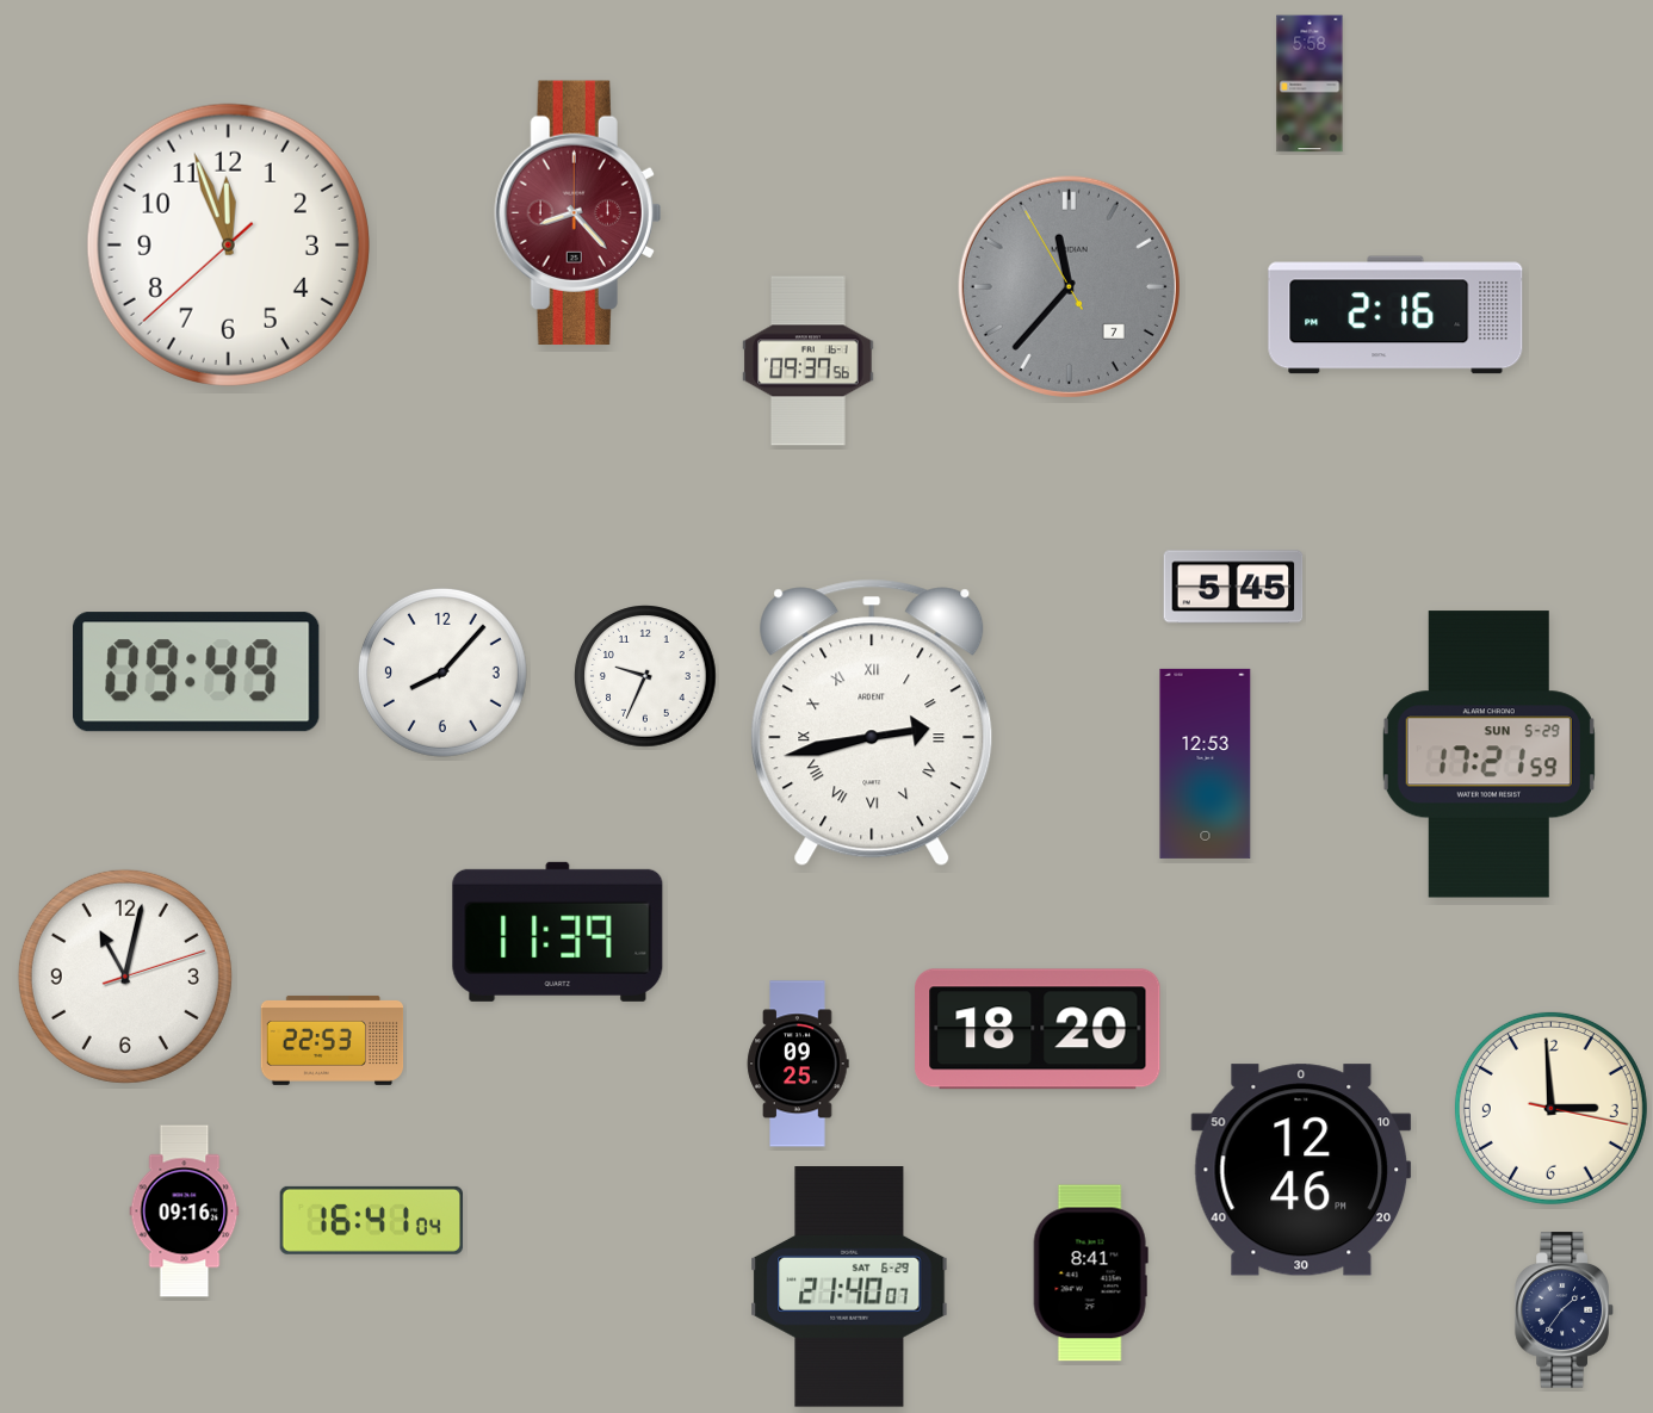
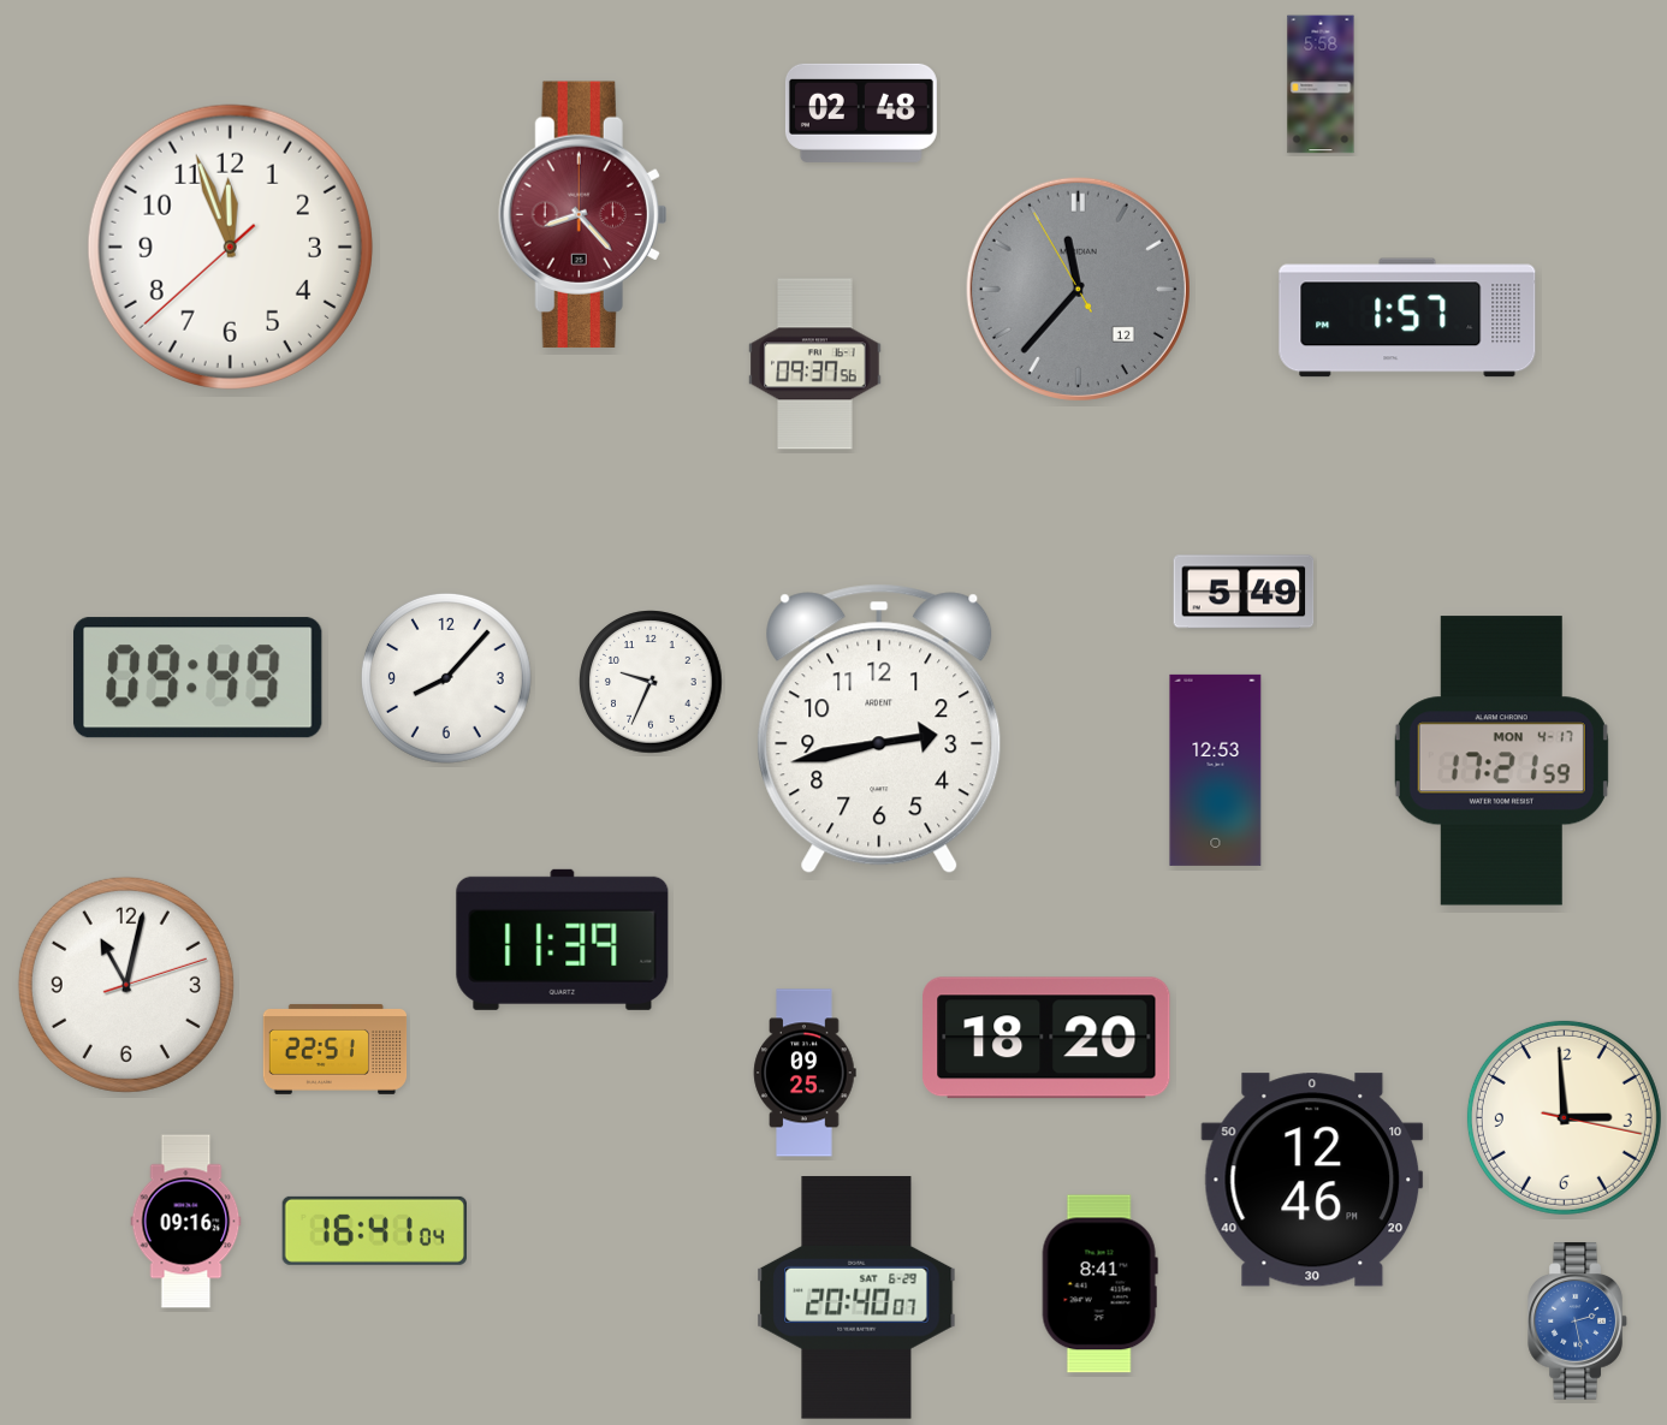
clock at (861, 113): none -> 02:48
clock at (1069, 286) date: 7 -> 12
clock at (1395, 315): 2:16 -> 1:57
clock at (1233, 587): 5:45 -> 5:49
clock at (872, 723) numerals: Roman -> Arabic
clock at (1488, 755) date: SUN 5-29 -> MON 4-17
clock at (333, 1040): 22:53 -> 22:51
clock at (849, 1287): 21:40 -> 20:40
clock at (1565, 1310): 1:36 -> 2:28
clock at (1565, 1310) dial: navy -> blue
